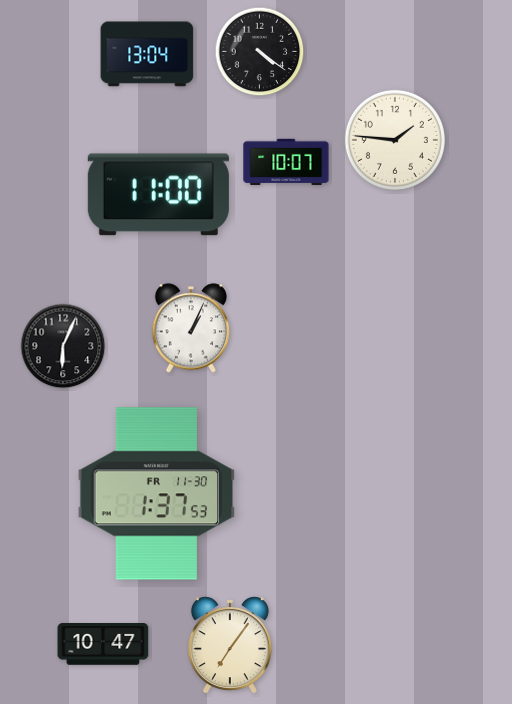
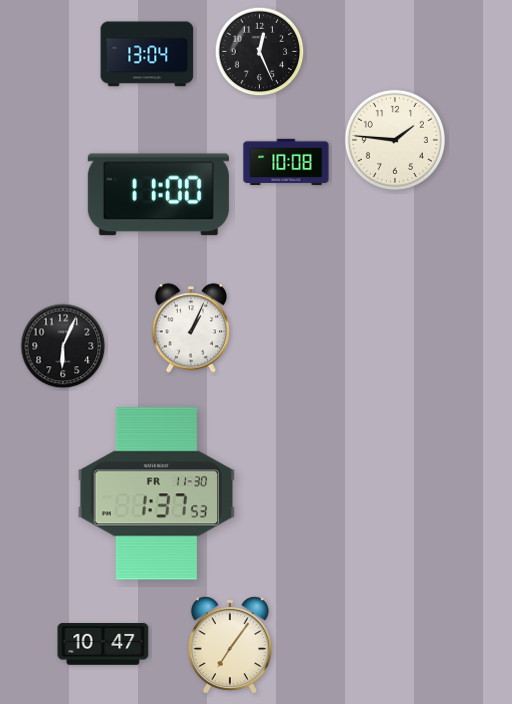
clock at (260, 52): 4:21 -> 12:26
clock at (286, 162): 10:07 -> 10:08
